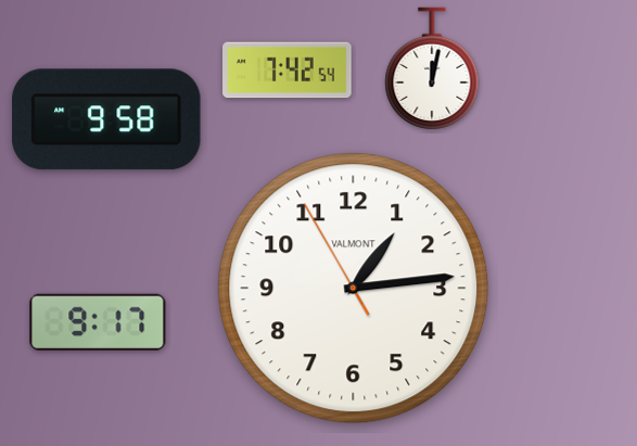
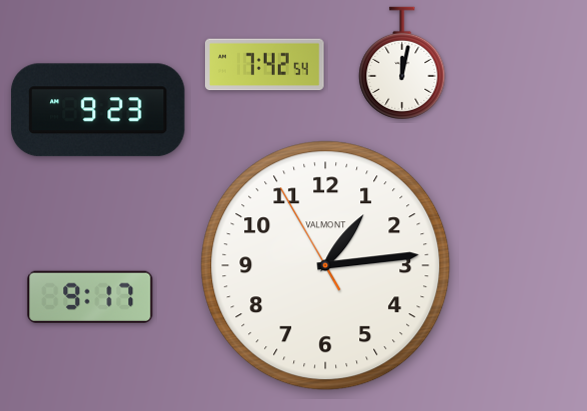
clock at (432, 68) position: (432, 68) -> (402, 63)
clock at (106, 119): 9:58 -> 9:23
